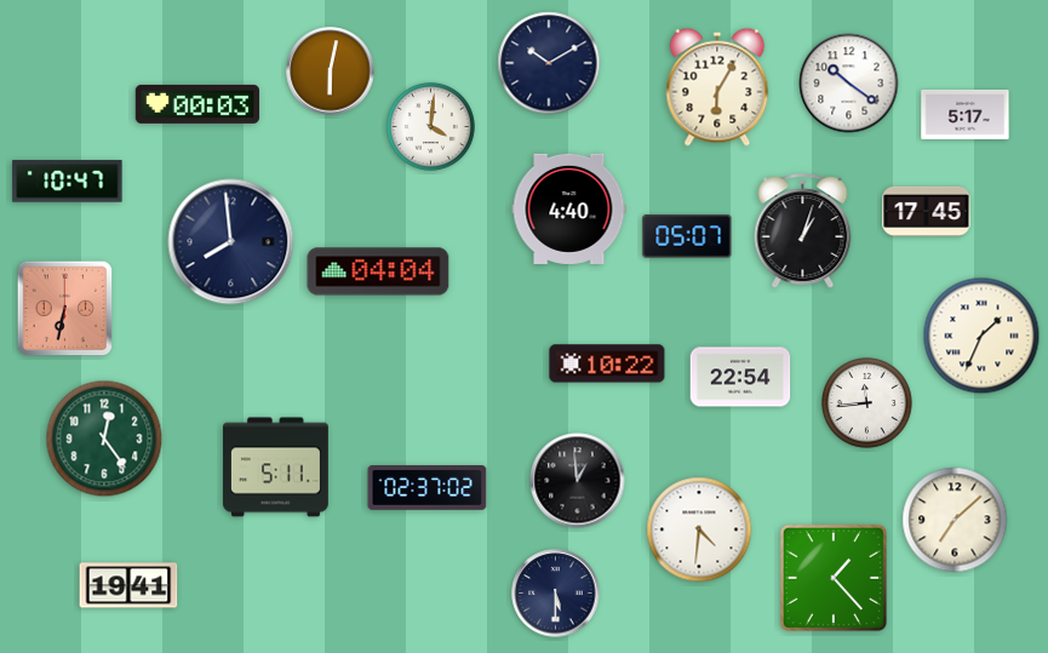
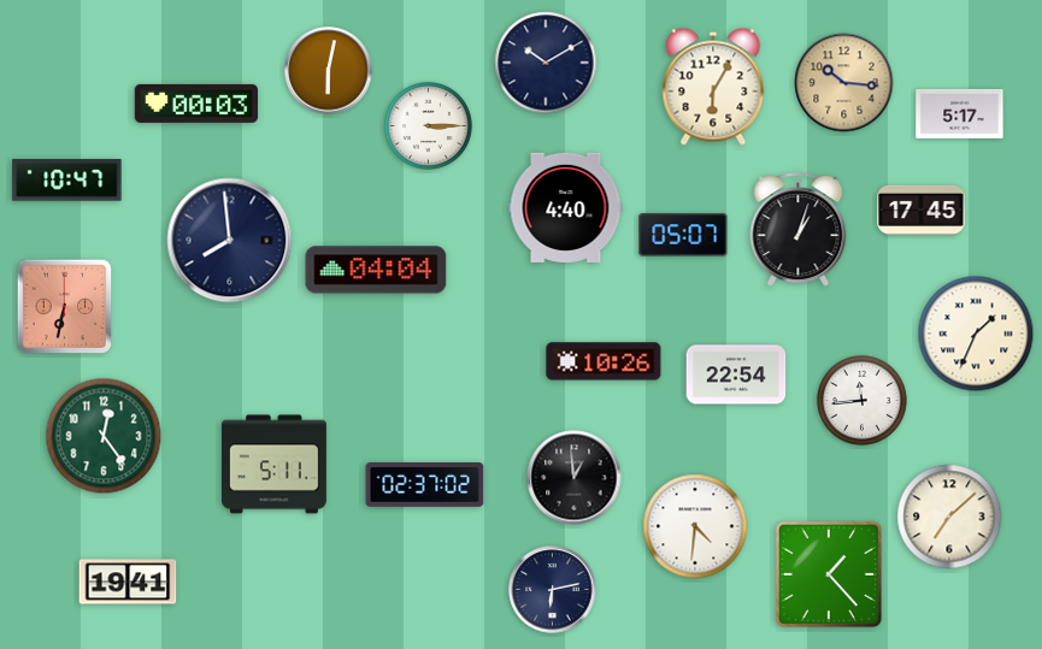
clock at (849, 84): 10:21 -> 10:16
clock at (849, 84) dial: white -> champagne
clock at (430, 126): 4:01 -> 3:15
clock at (607, 363): 10:22 -> 10:26
clock at (556, 594): 5:30 -> 6:13
